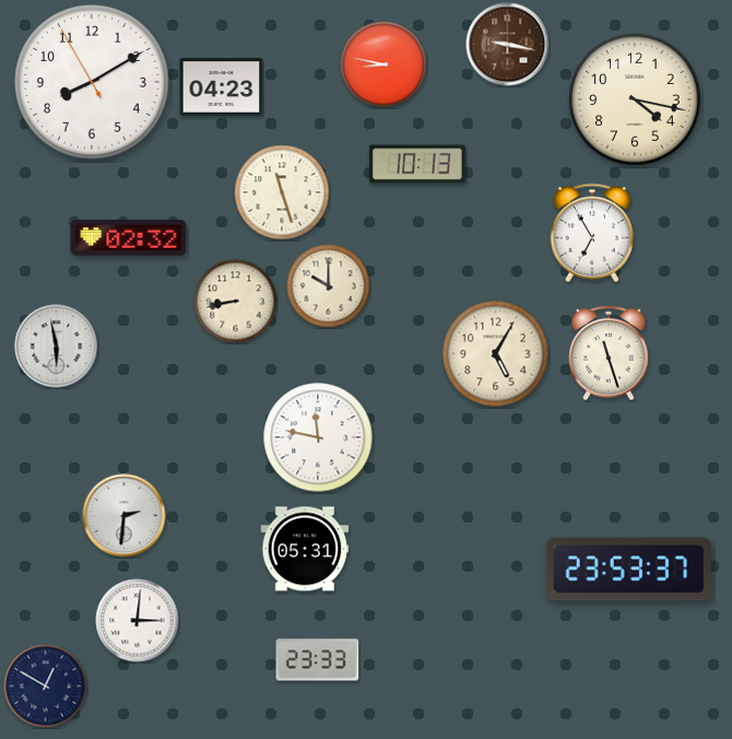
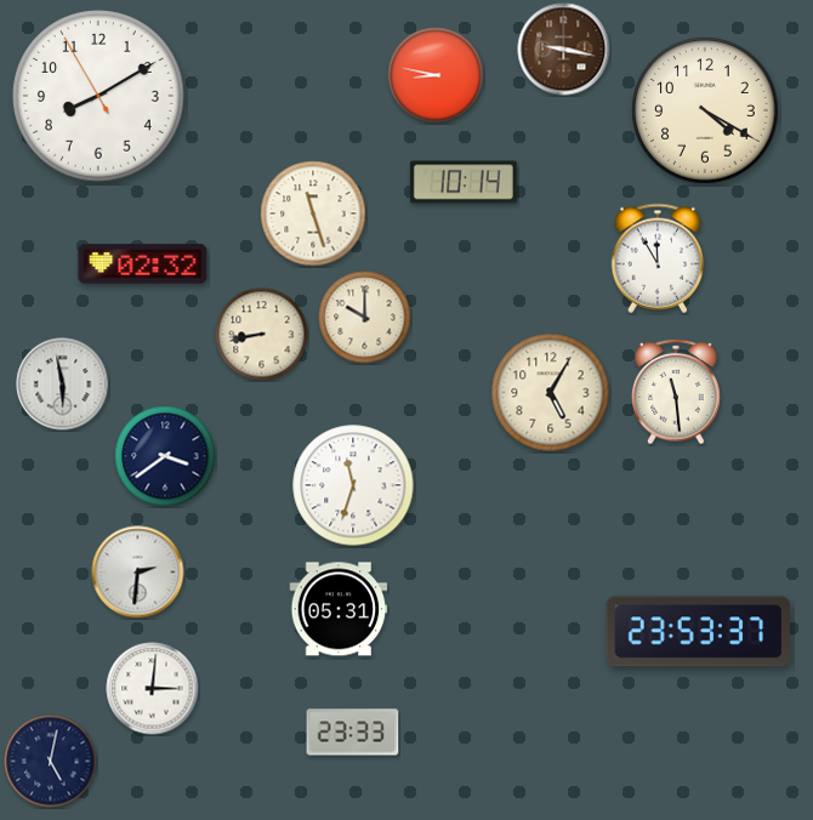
clock at (383, 64) position: (383, 64) -> (436, 75)
clock at (93, 83) position: (93, 83) -> (100, 97)
clock at (222, 87): 04:23 -> none
clock at (635, 99): 4:17 -> 4:20
clock at (417, 164): 10:13 -> 10:14
clock at (592, 233): 6:55 -> 11:55
clock at (609, 353): 11:27 -> 11:29
clock at (165, 456): none -> 3:39
clock at (318, 437): 11:47 -> 11:33
clock at (46, 687): 12:50 -> 5:02
